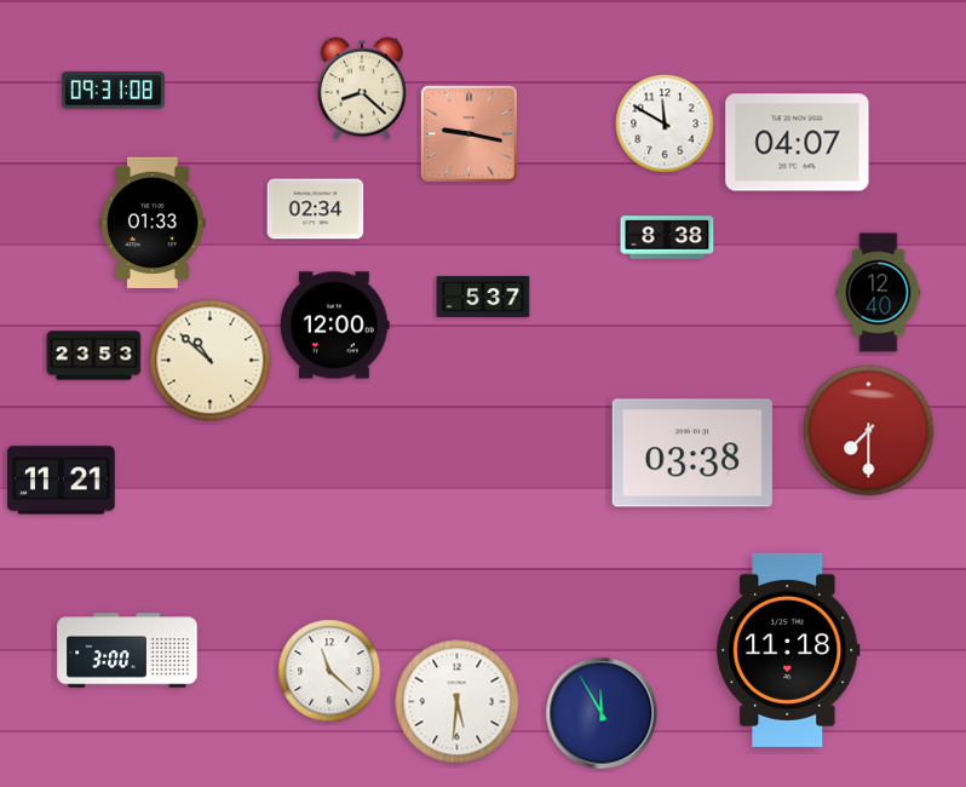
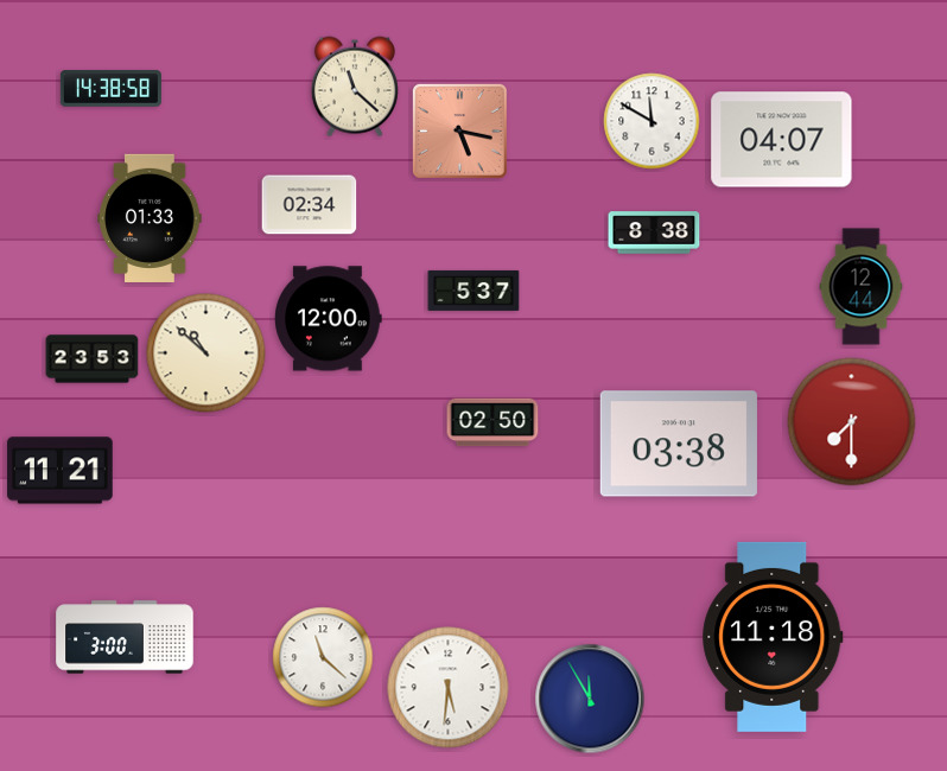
clock at (362, 88): 8:22 -> 11:22
clock at (113, 91): 09:31 -> 14:38
clock at (468, 133): 9:17 -> 5:17
clock at (879, 293): 12:40 -> 12:44
clock at (94, 356) position: (94, 356) -> (93, 359)
clock at (492, 422): none -> 02:50
